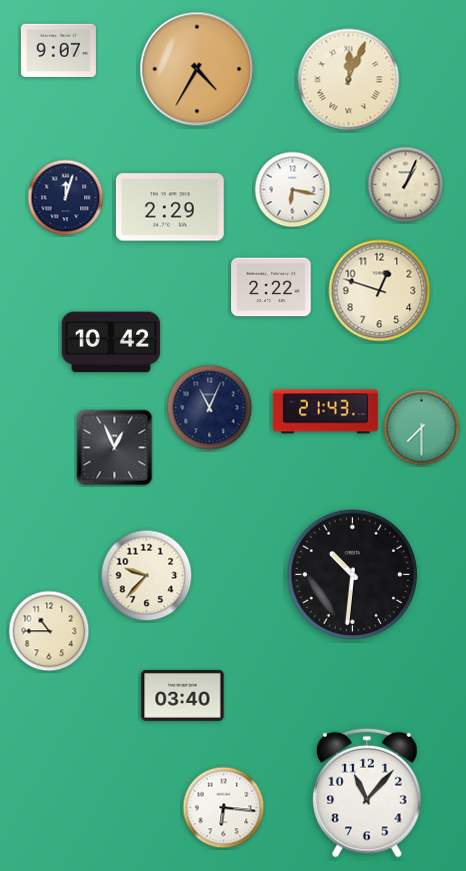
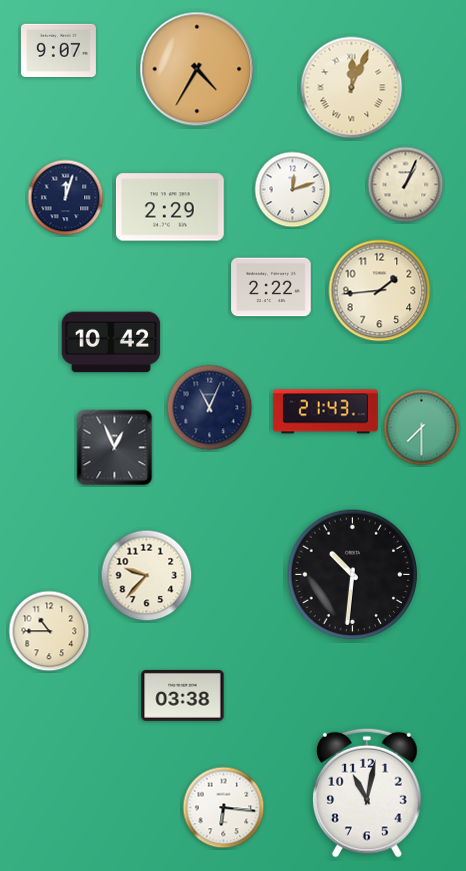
clock at (349, 80) position: (349, 80) -> (352, 88)
clock at (293, 190): 6:17 -> 12:12
clock at (380, 291): 12:48 -> 1:44
clock at (183, 695): 03:40 -> 03:38
clock at (368, 793): 11:07 -> 11:02
